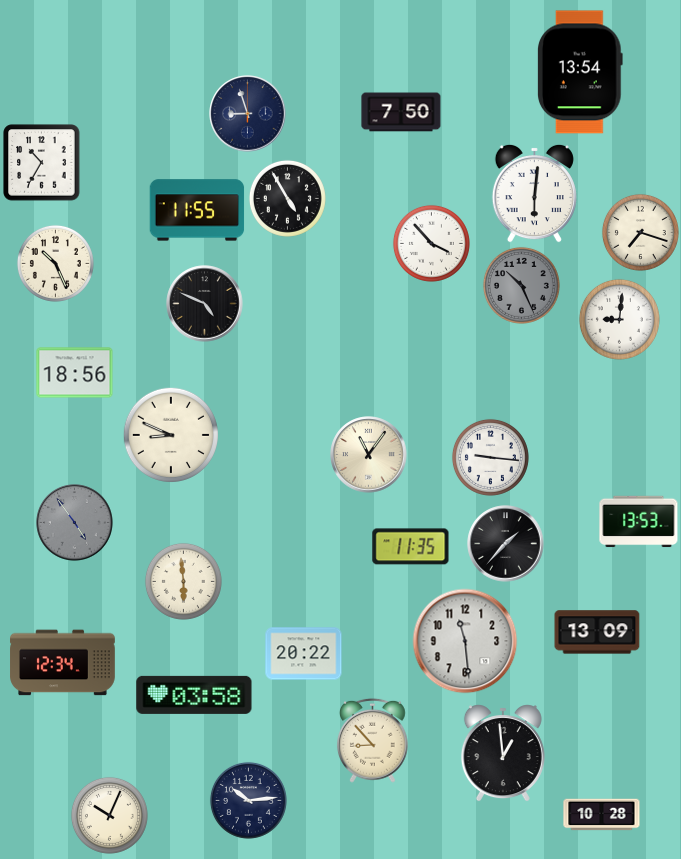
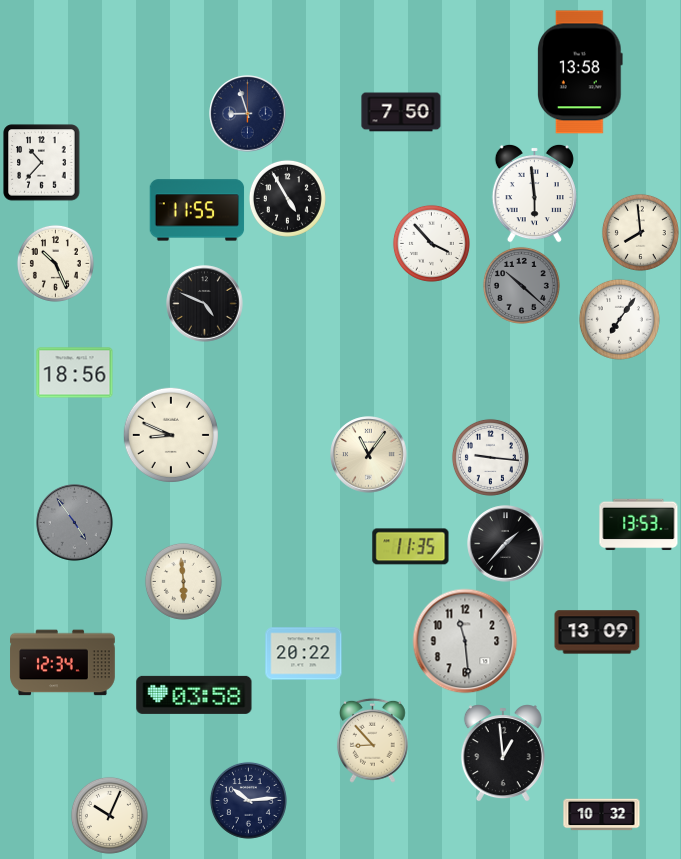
clock at (580, 72): 13:54 -> 13:58
clock at (42, 163): 10:35 -> 10:37
clock at (534, 193): 6:01 -> 5:59
clock at (640, 232): 7:18 -> 7:59
clock at (521, 285): 10:26 -> 10:22
clock at (619, 319): 9:01 -> 7:06
clock at (639, 522) position: (639, 522) -> (639, 525)
clock at (602, 815): 10:28 -> 10:32
